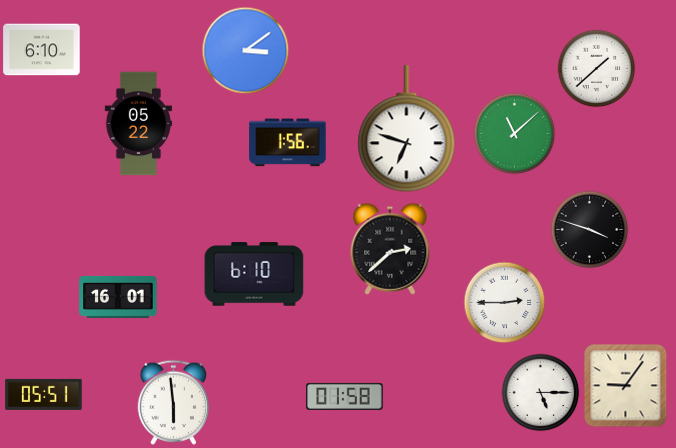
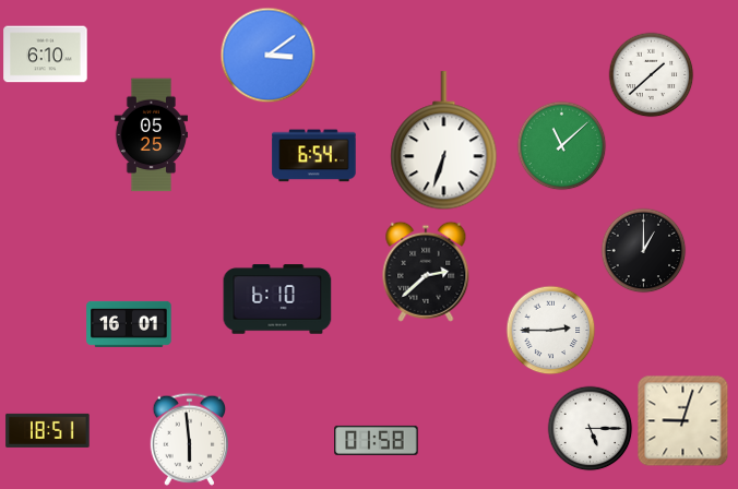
clock at (138, 124): 05:22 -> 05:25
clock at (407, 129): 6:48 -> 6:33
clock at (288, 143): 1:56 -> 6:54
clock at (589, 229): 3:48 -> 1:00
clock at (625, 385): 9:06 -> 9:03
clock at (44, 394): 05:51 -> 18:51
clock at (345, 396) position: (345, 396) -> (377, 440)
